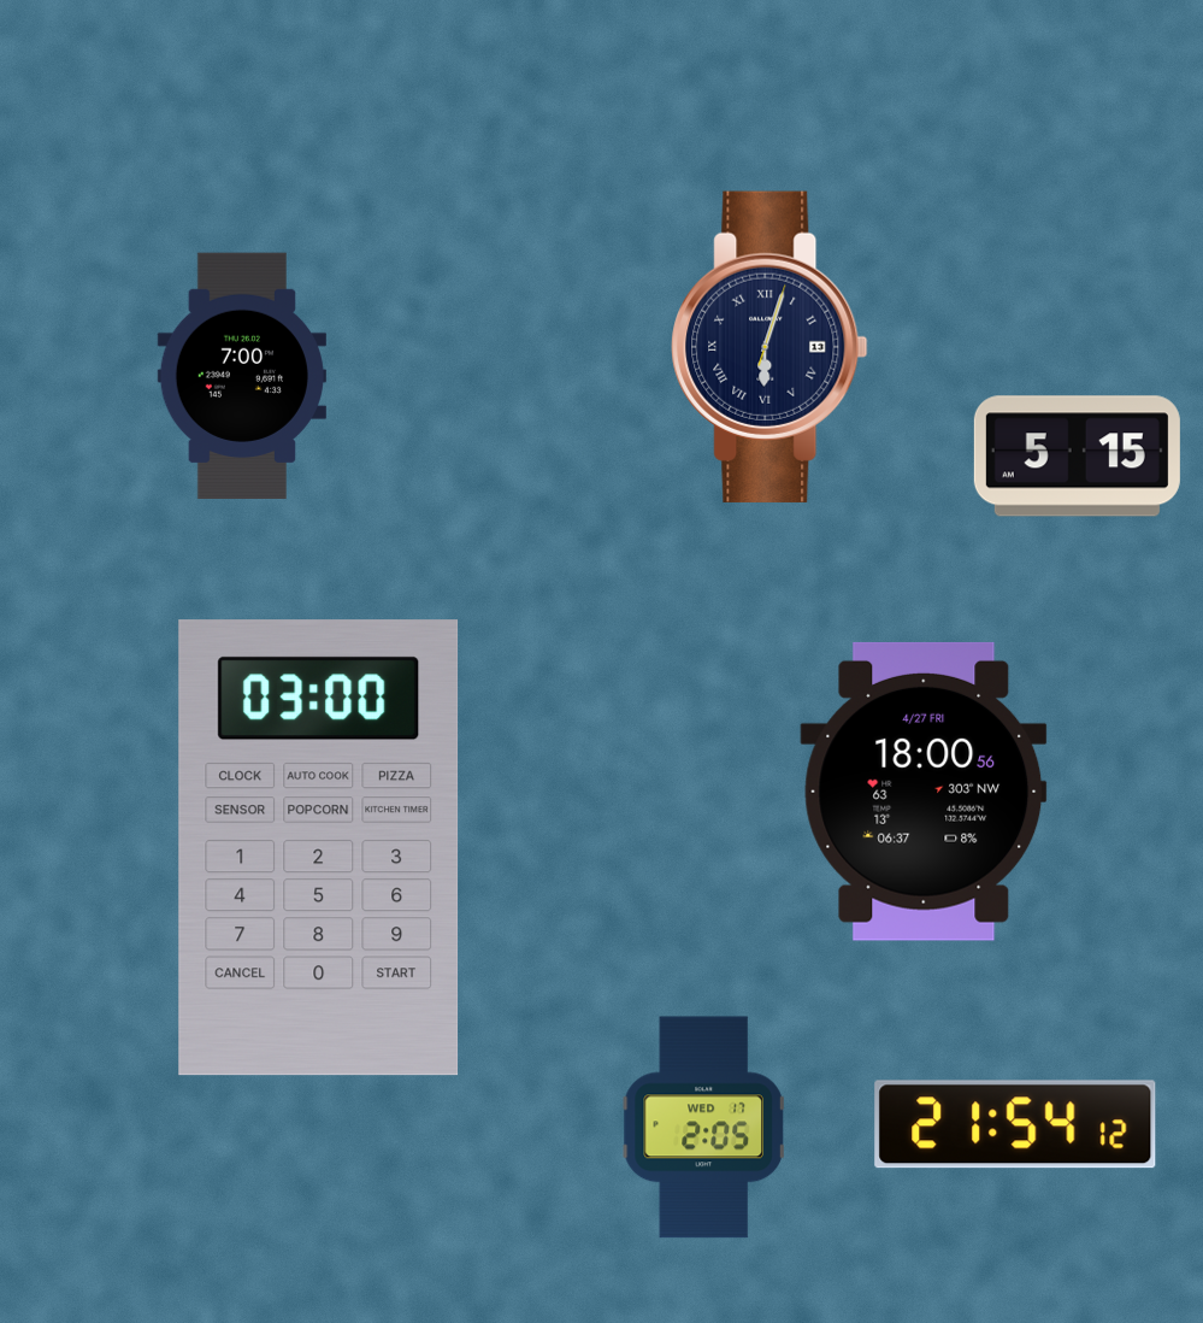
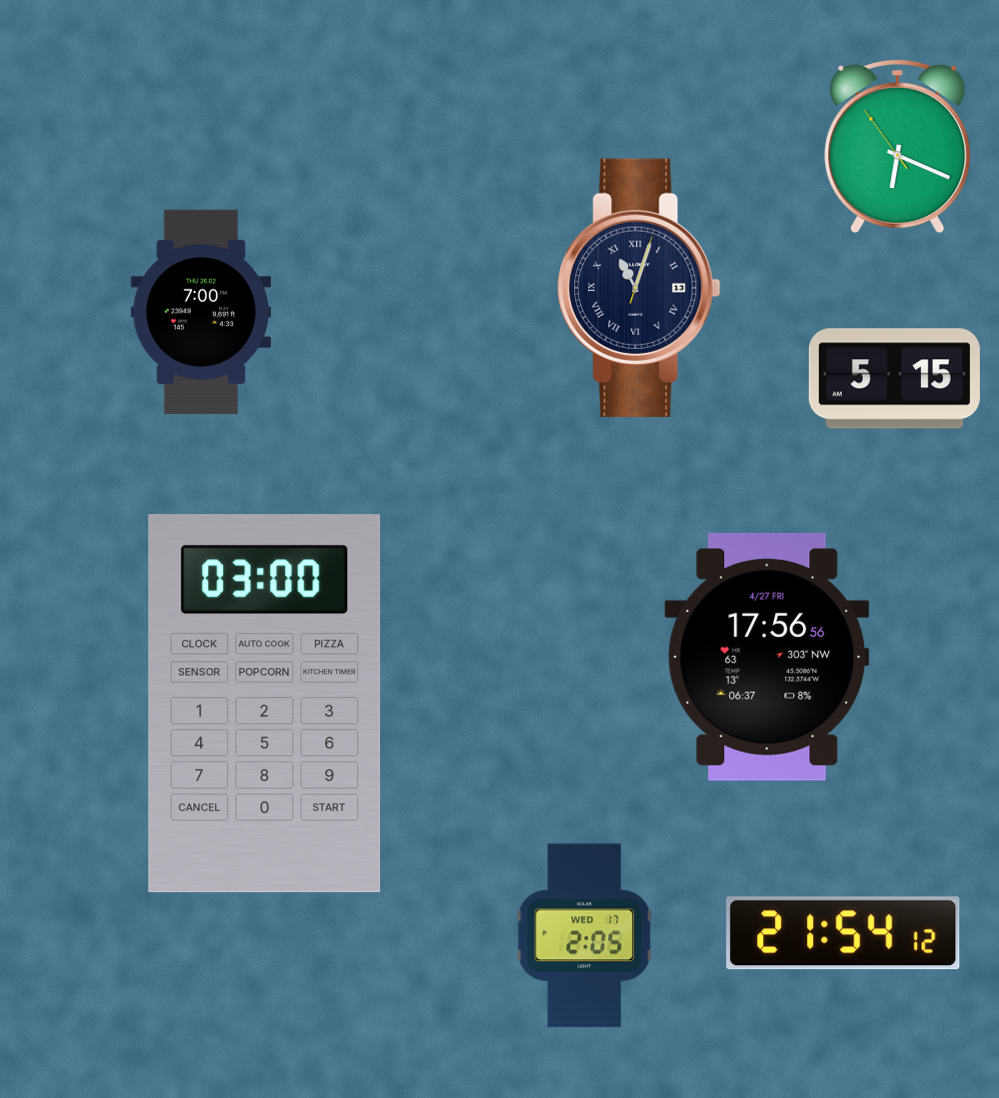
clock at (898, 146): none -> 6:18
clock at (769, 347): 6:03 -> 11:03
clock at (924, 792): 18:00 -> 17:56
